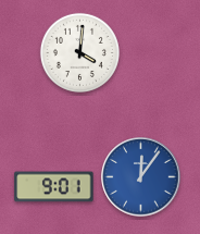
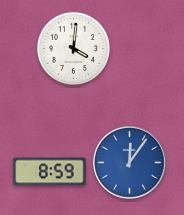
clock at (54, 187): 9:01 -> 8:59
